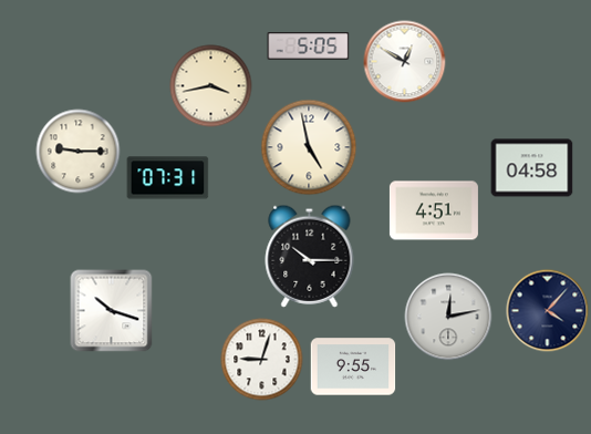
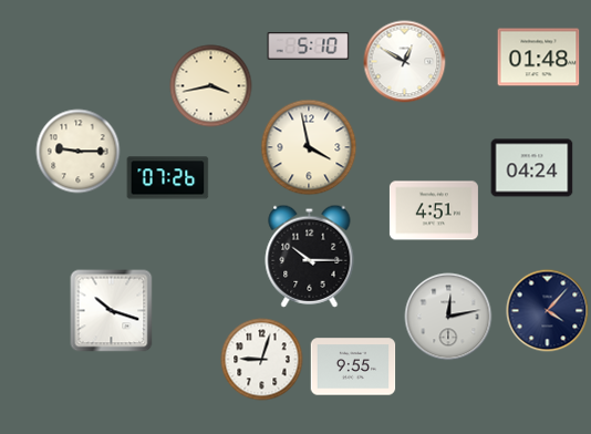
clock at (309, 46): 5:05 -> 5:10
clock at (539, 58): none -> 01:48
clock at (309, 147): 4:58 -> 3:58
clock at (532, 168): 04:58 -> 04:24
clock at (168, 178): 07:31 -> 07:26
